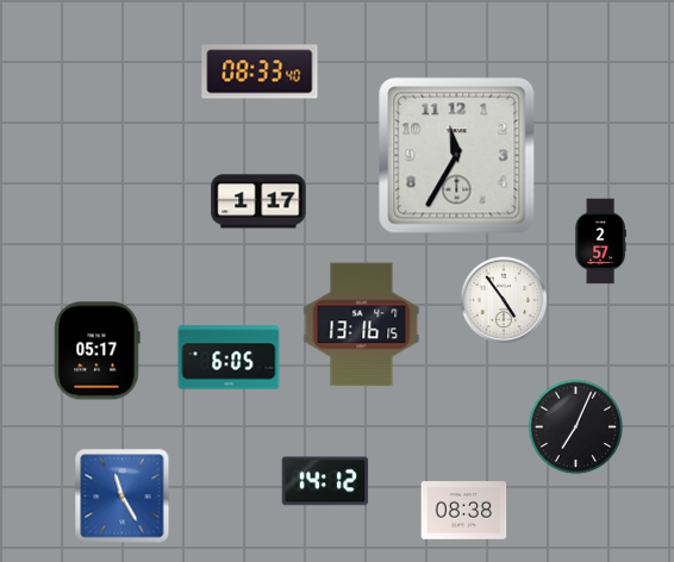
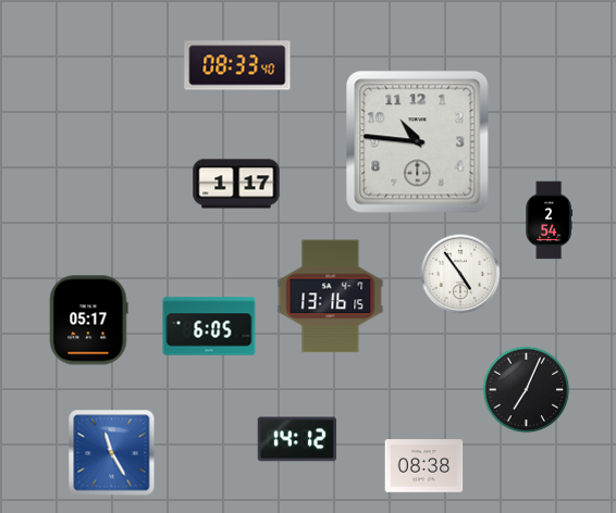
clock at (457, 156): 11:35 -> 10:46
clock at (600, 242): 2:57 -> 2:54
